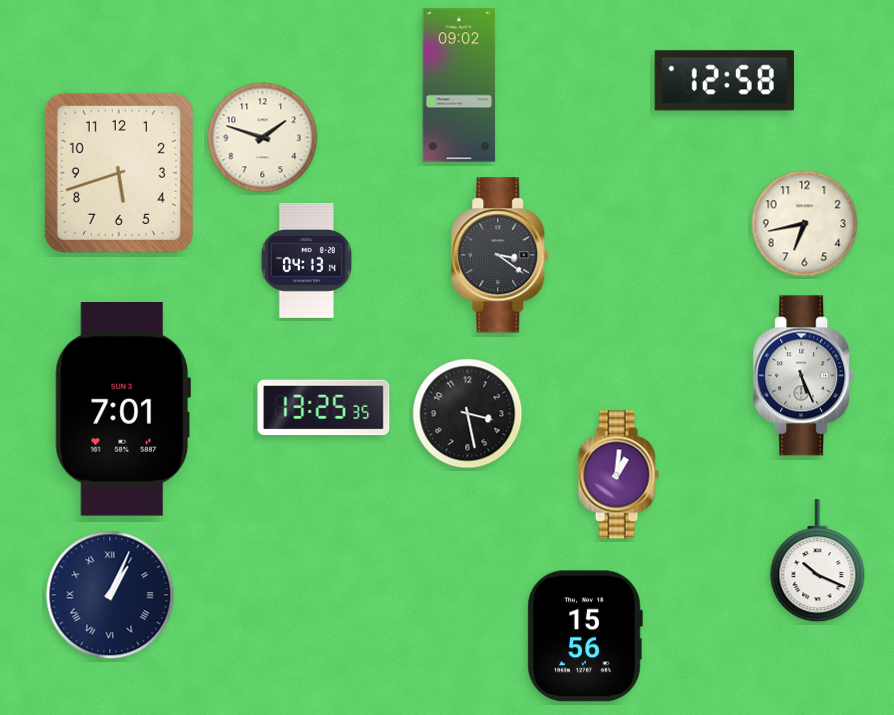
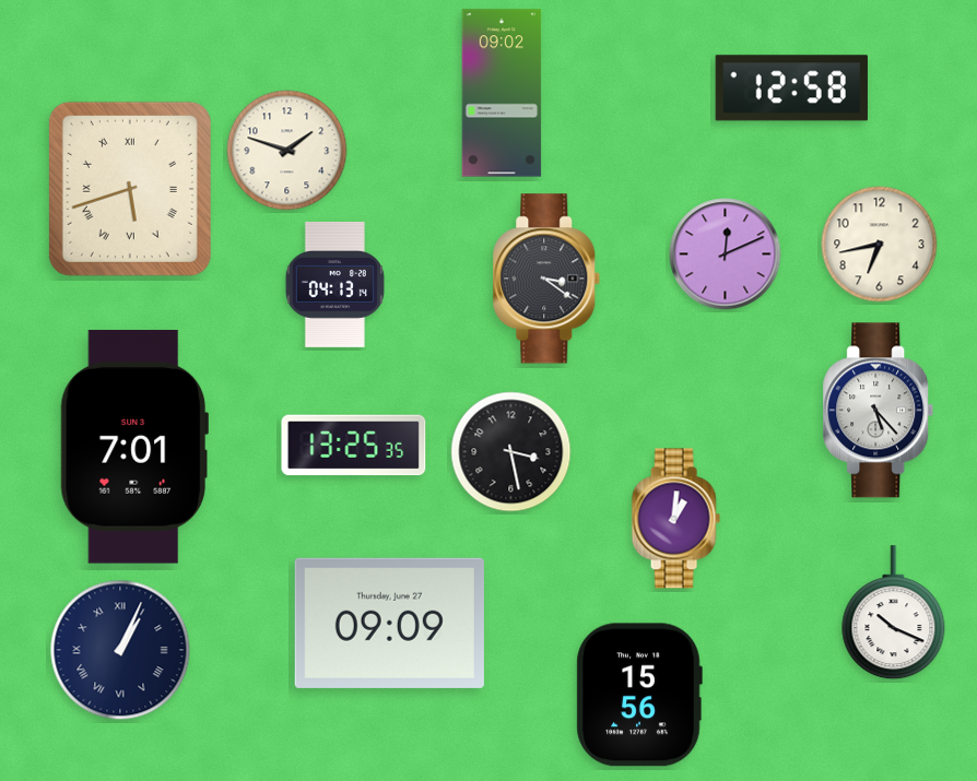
clock at (119, 173) numerals: Arabic -> Roman
clock at (726, 255): none -> 12:11
clock at (804, 376): 5:26 -> 5:23
clock at (389, 623): none -> 09:09
